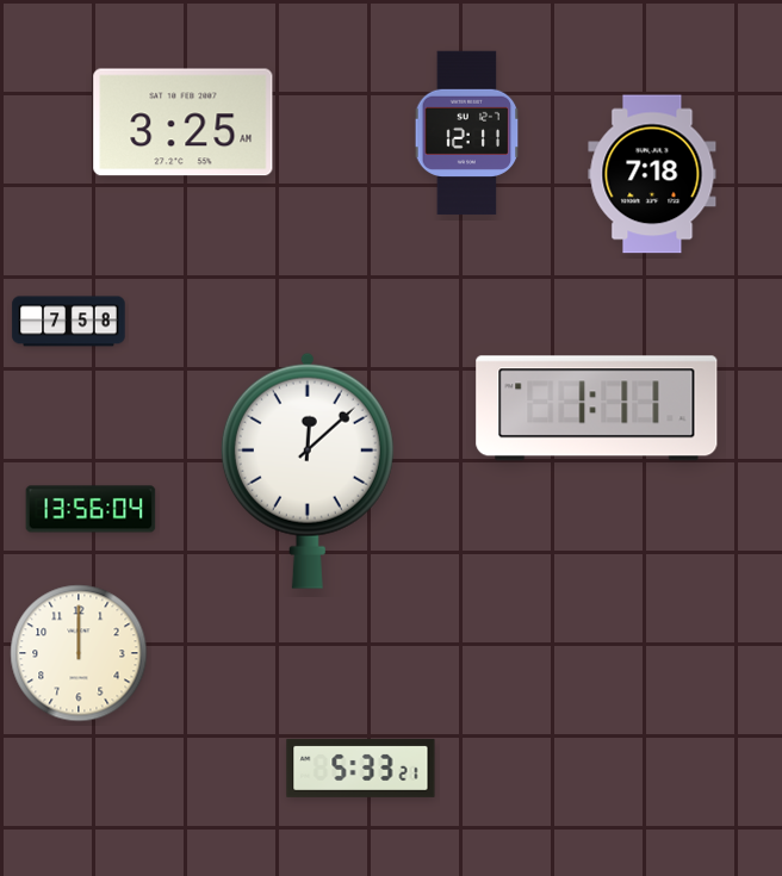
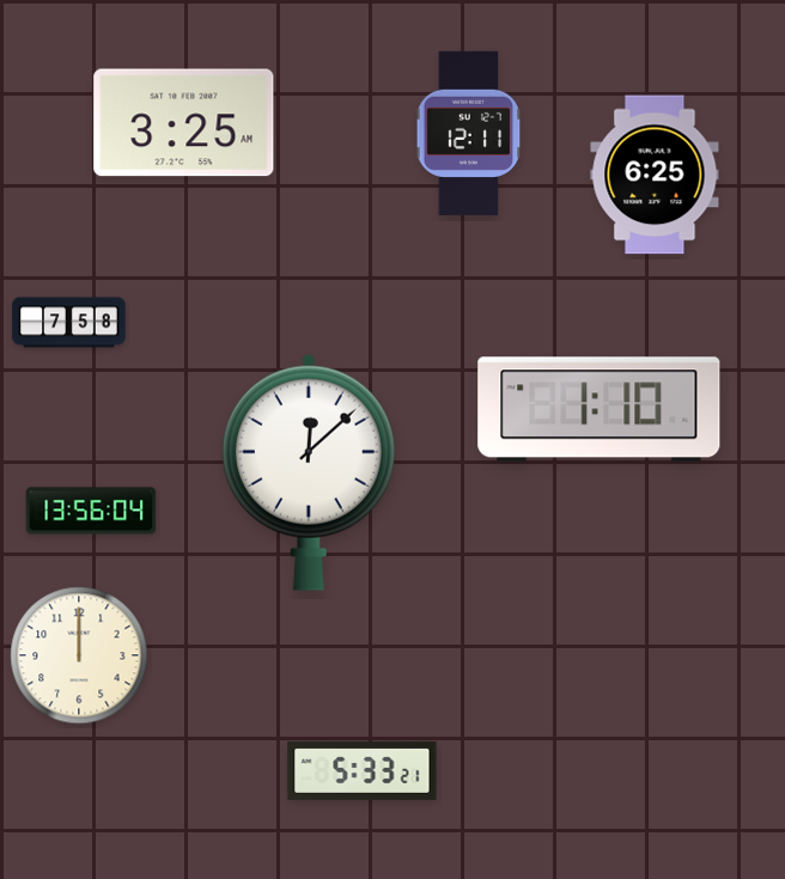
clock at (652, 174): 7:18 -> 6:25
clock at (597, 409): 1:11 -> 1:10
